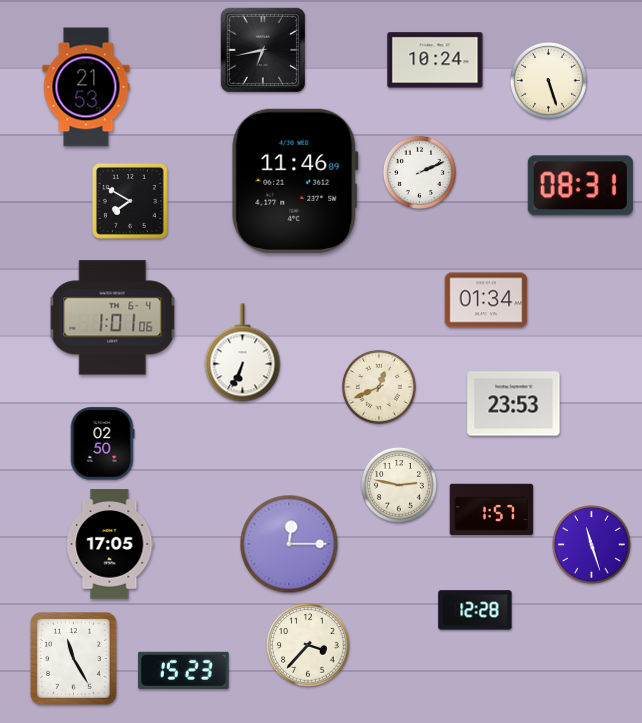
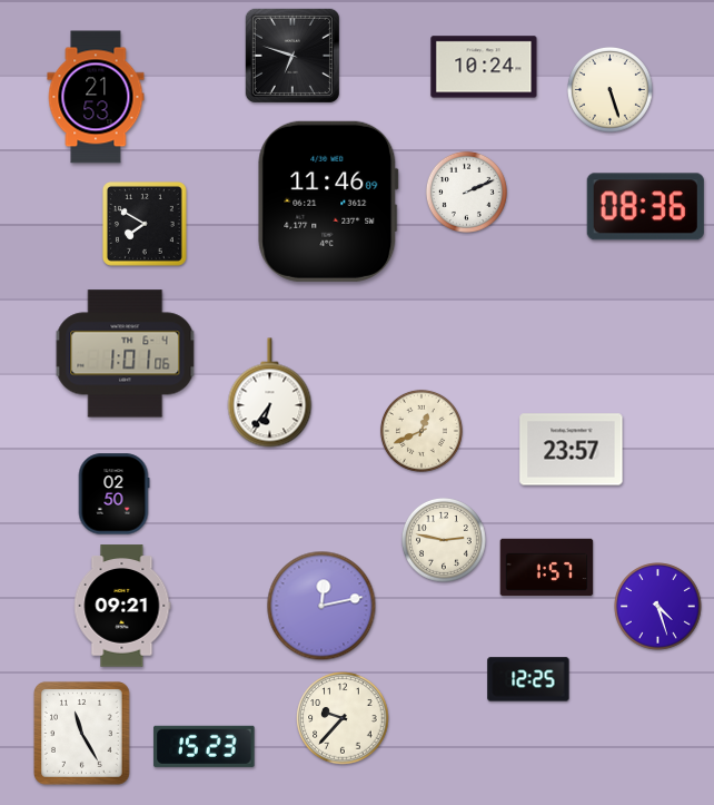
clock at (263, 50): 6:43 -> 6:48
clock at (580, 186): 08:31 -> 08:36
clock at (486, 300): 01:34 -> none
clock at (243, 353): 6:34 -> 6:36
clock at (514, 404): 23:53 -> 23:57
clock at (110, 544): 17:05 -> 09:21
clock at (289, 544): 12:15 -> 12:13
clock at (592, 545): 11:27 -> 4:27
clock at (475, 610): 12:28 -> 12:25
clock at (308, 645): 3:37 -> 9:37
